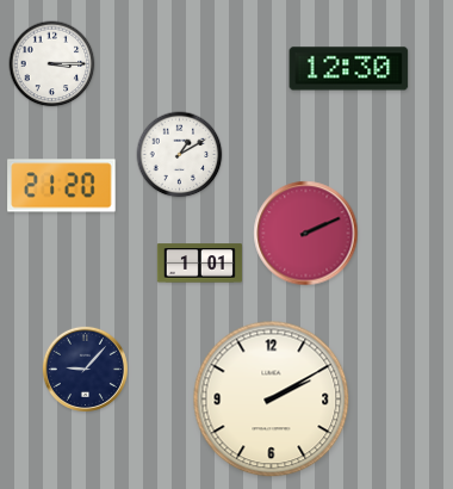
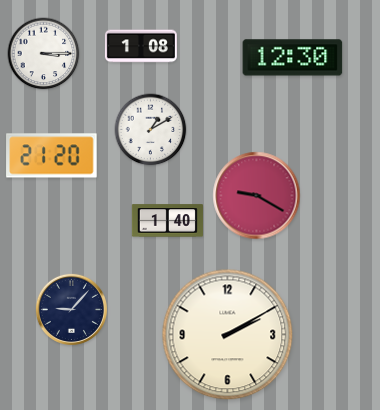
clock at (141, 46): none -> 1:08
clock at (306, 234): 2:11 -> 9:20
clock at (199, 264): 1:01 -> 1:40
